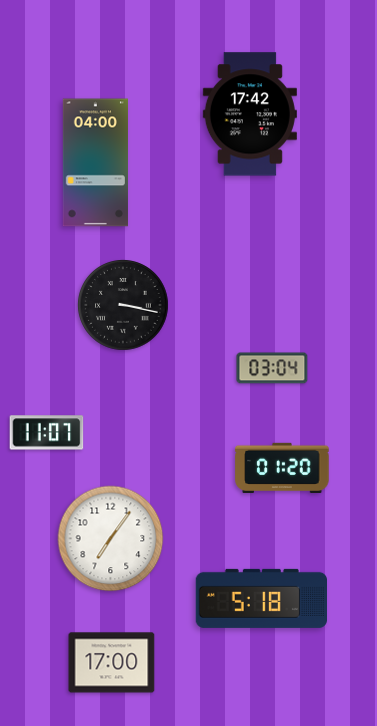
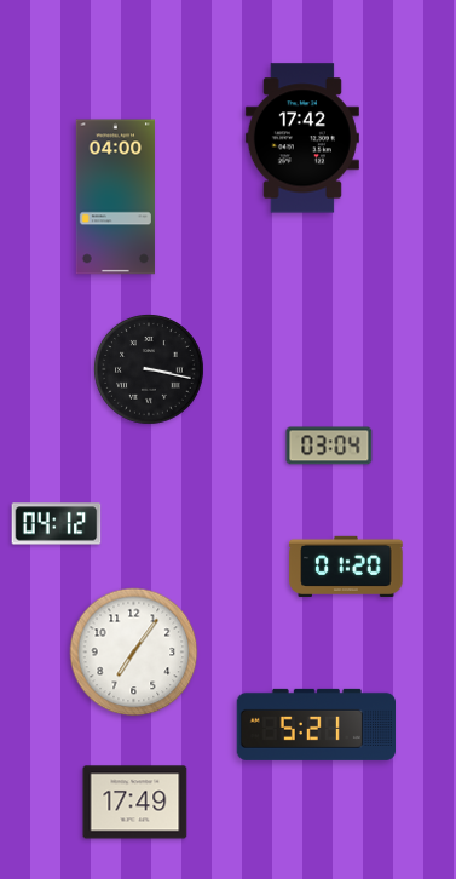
clock at (47, 433): 11:07 -> 04:12
clock at (282, 468) position: (282, 468) -> (346, 567)
clock at (261, 598): 5:18 -> 5:21
clock at (112, 663): 17:00 -> 17:49
